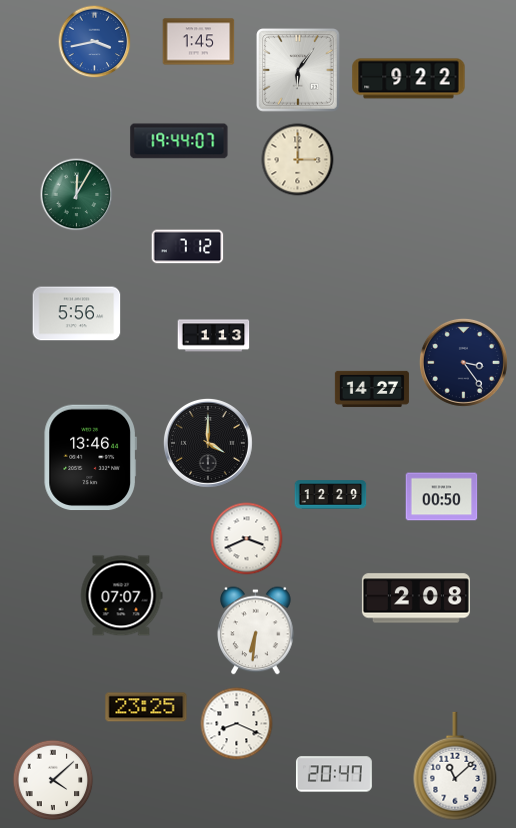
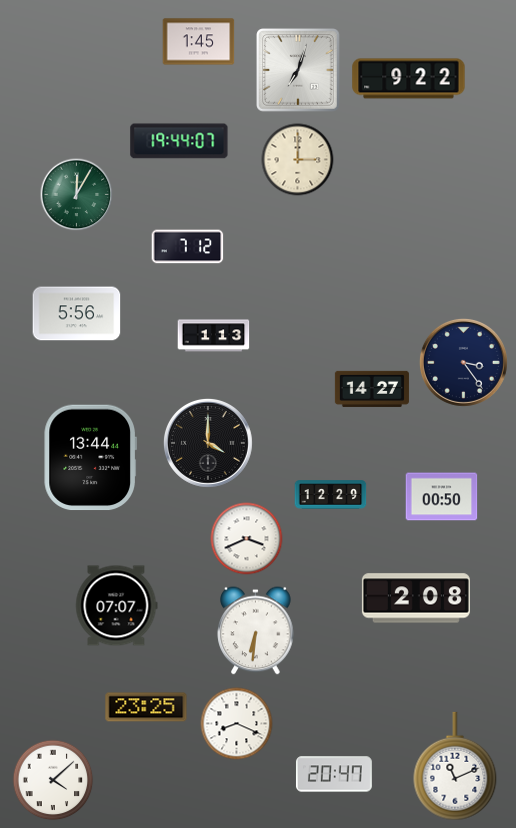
clock at (95, 42): 3:43 -> none
clock at (298, 70): 6:06 -> 7:03
clock at (90, 458): 13:46 -> 13:44
clock at (122, 596) position: (122, 596) -> (117, 606)
clock at (455, 766): 11:08 -> 11:11
